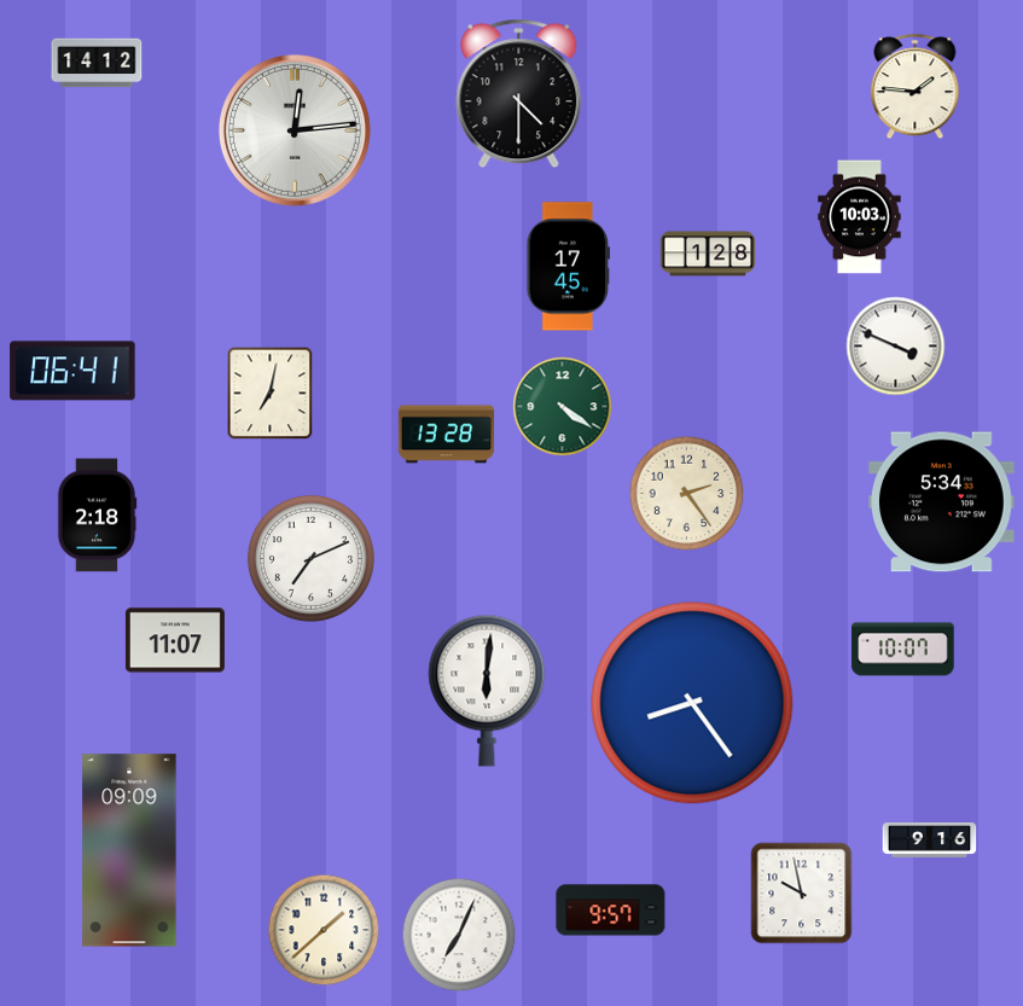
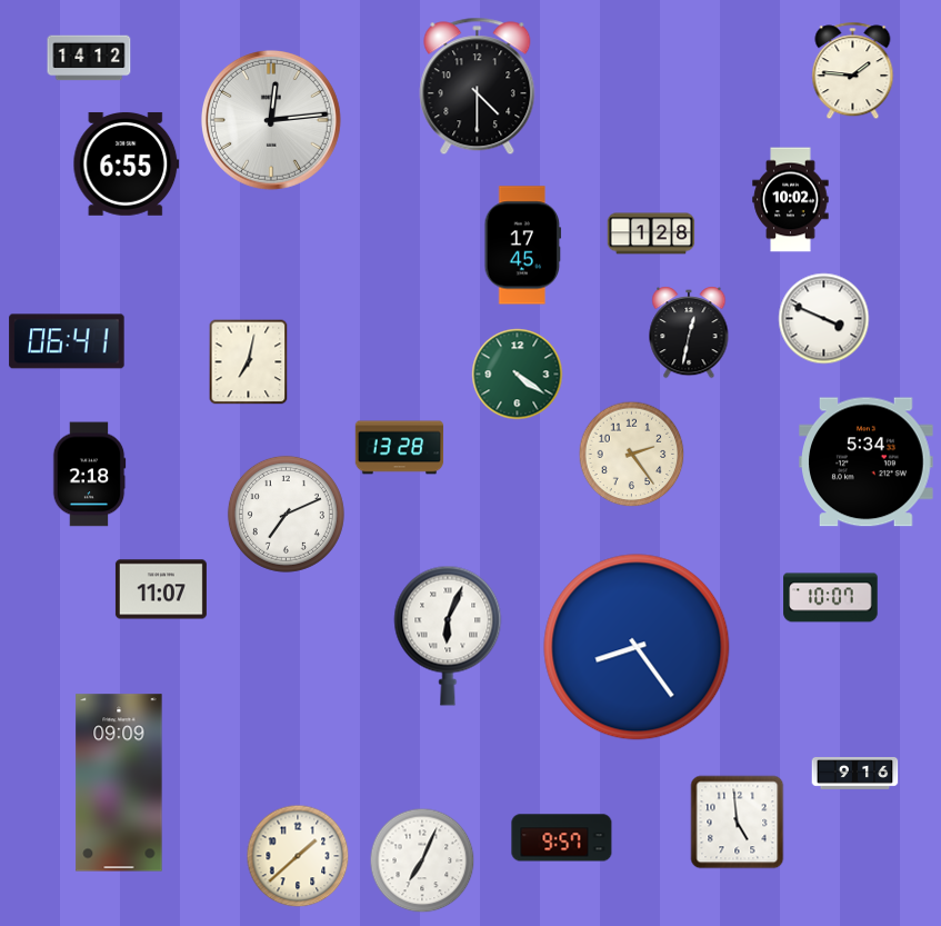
clock at (916, 87) position: (916, 87) -> (853, 71)
clock at (127, 163): none -> 6:55
clock at (860, 217): 10:03 -> 10:02
clock at (689, 332): none -> 12:32
clock at (447, 435) position: (447, 435) -> (400, 448)
clock at (487, 691): 6:01 -> 6:04
clock at (802, 894): 9:58 -> 4:59
